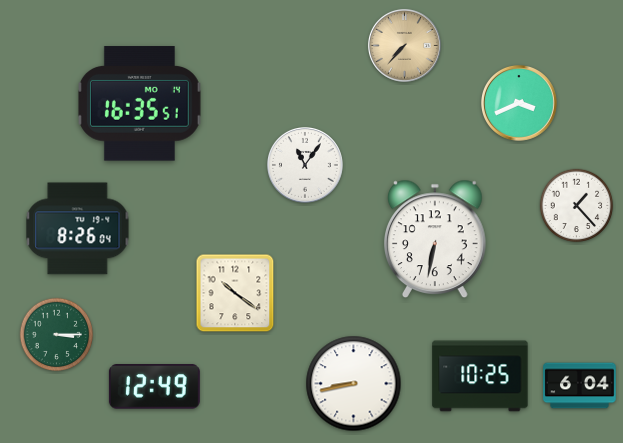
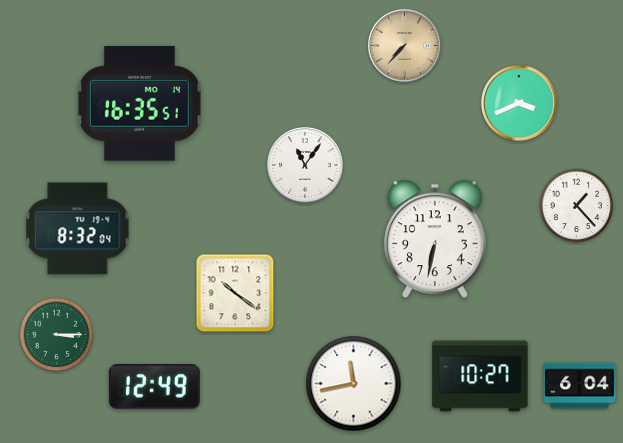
clock at (78, 229): 8:26 -> 8:32
clock at (480, 376): 10:25 -> 10:27
clock at (354, 384): 8:43 -> 11:43
